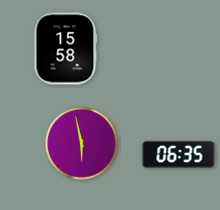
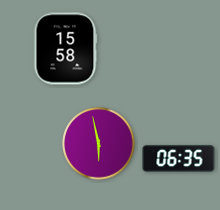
clock at (82, 144) position: (82, 144) -> (99, 144)
clock at (179, 154) position: (179, 154) -> (179, 158)
